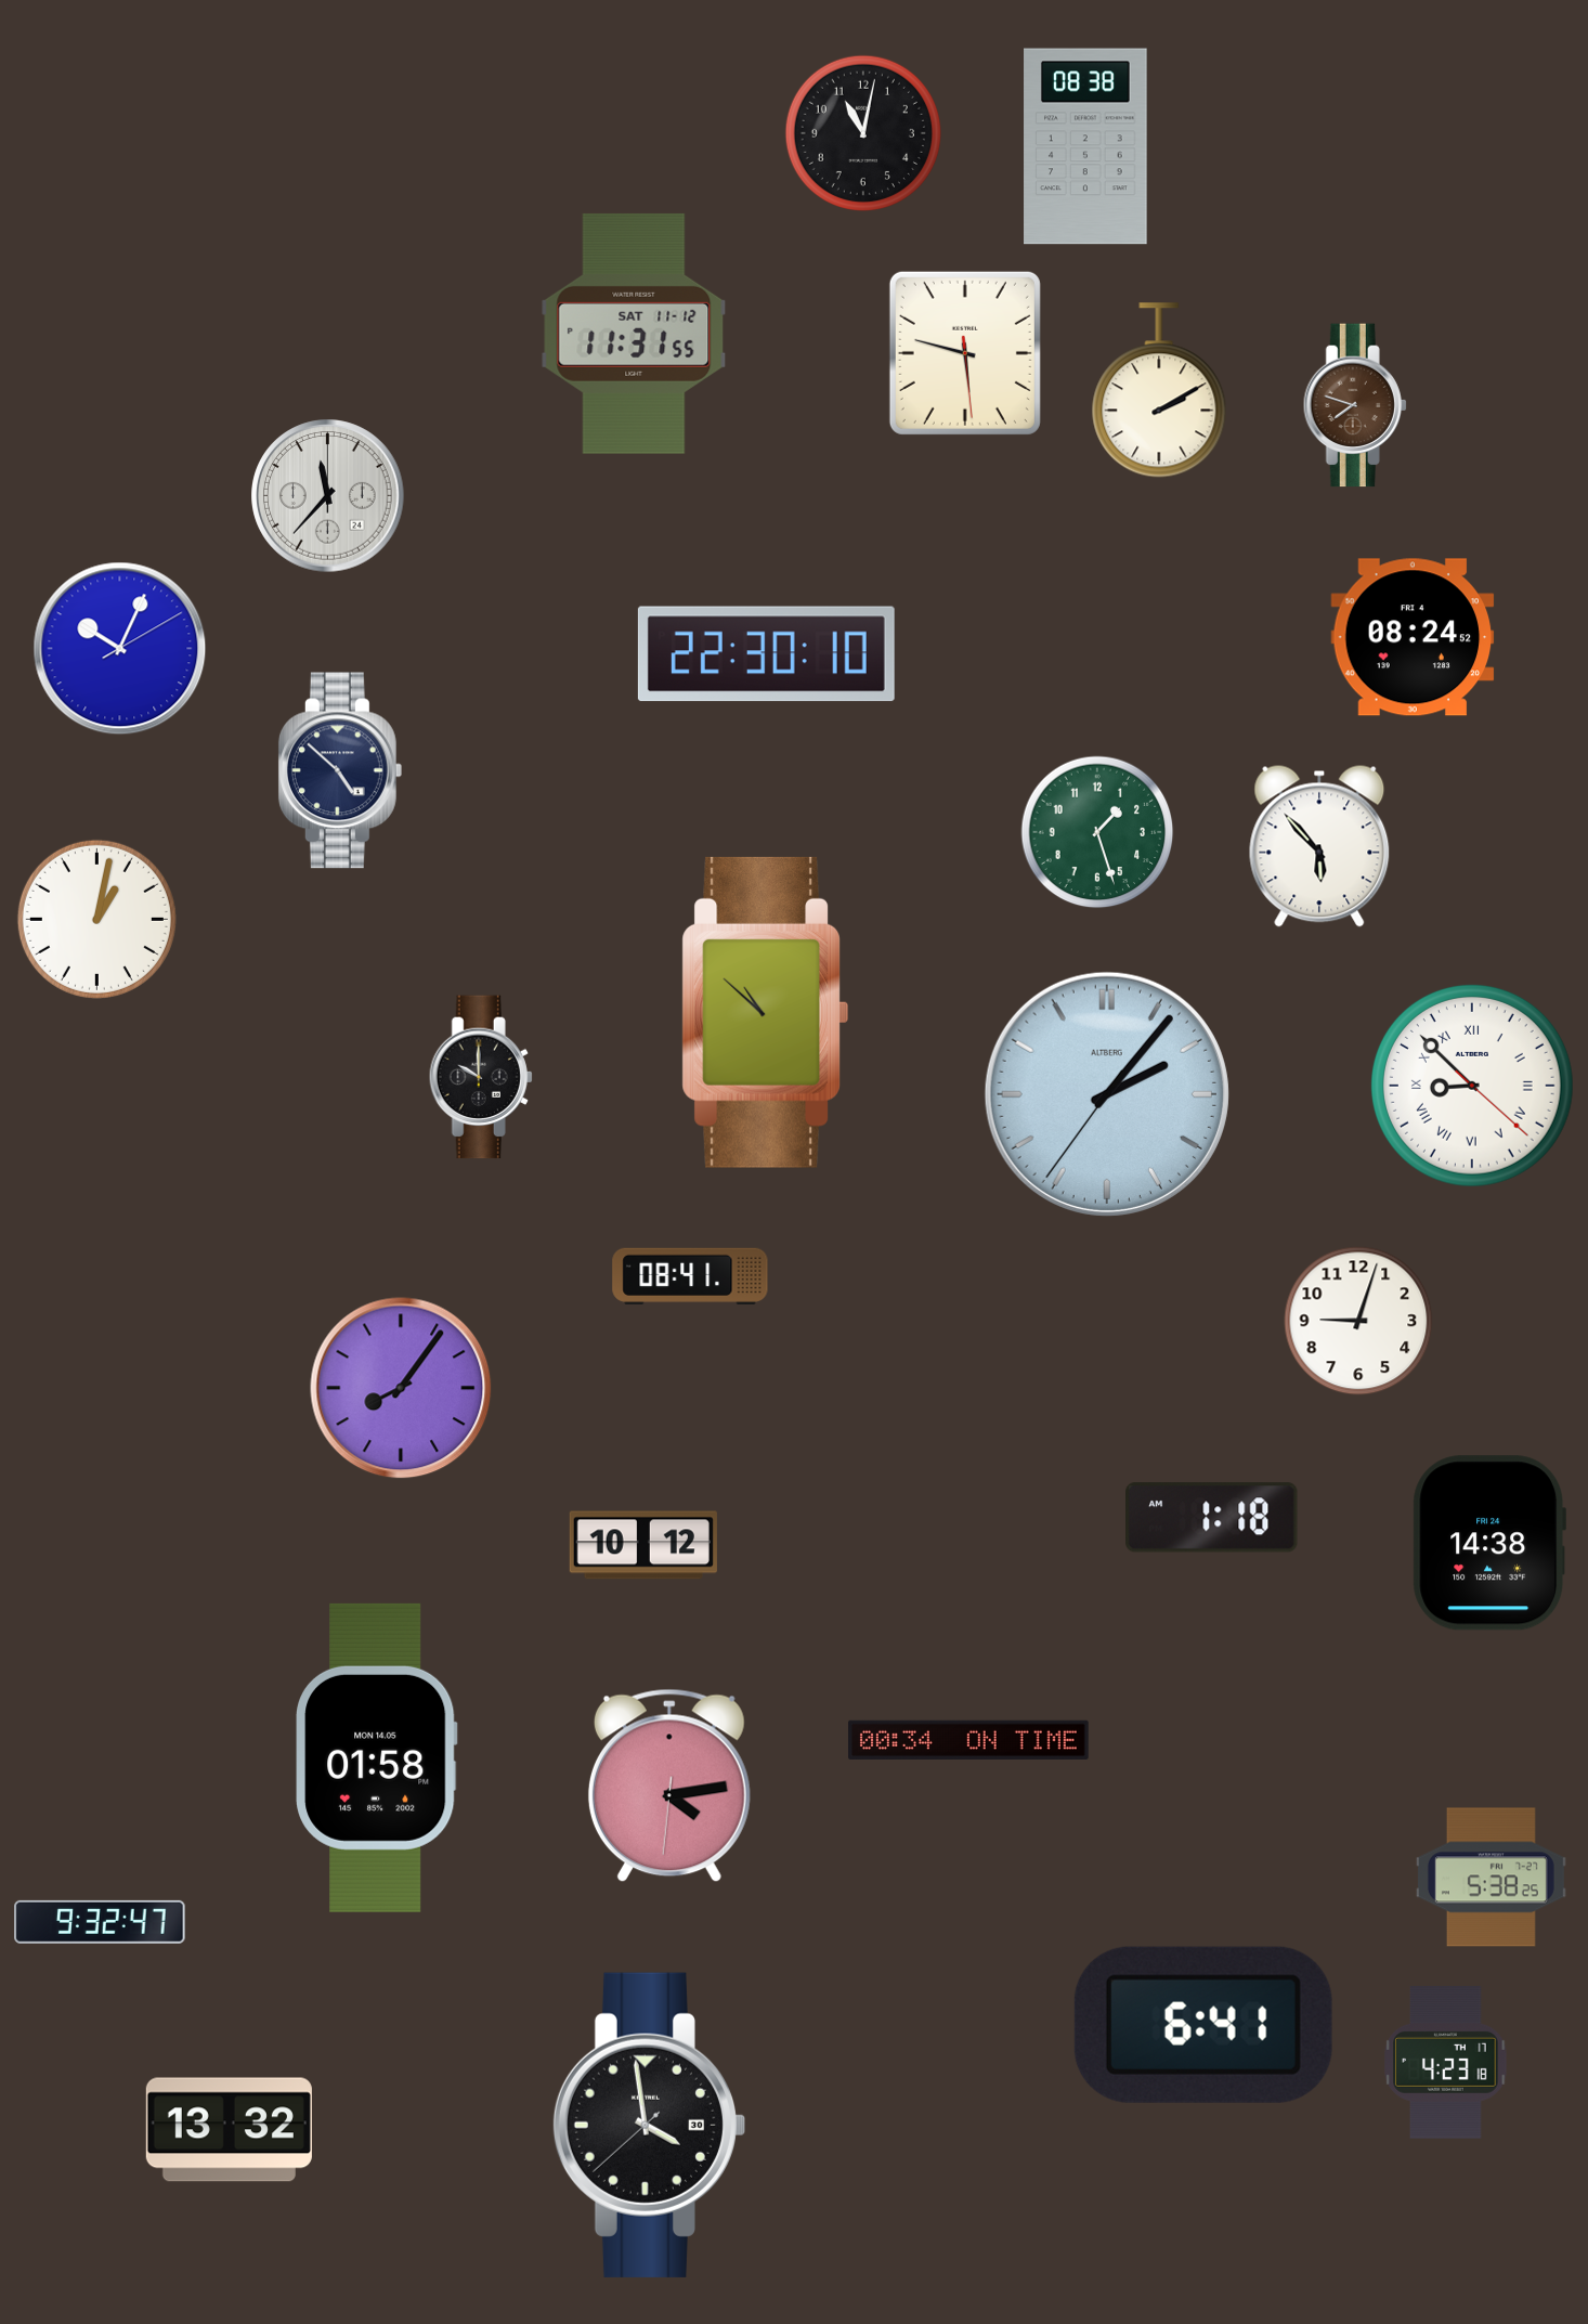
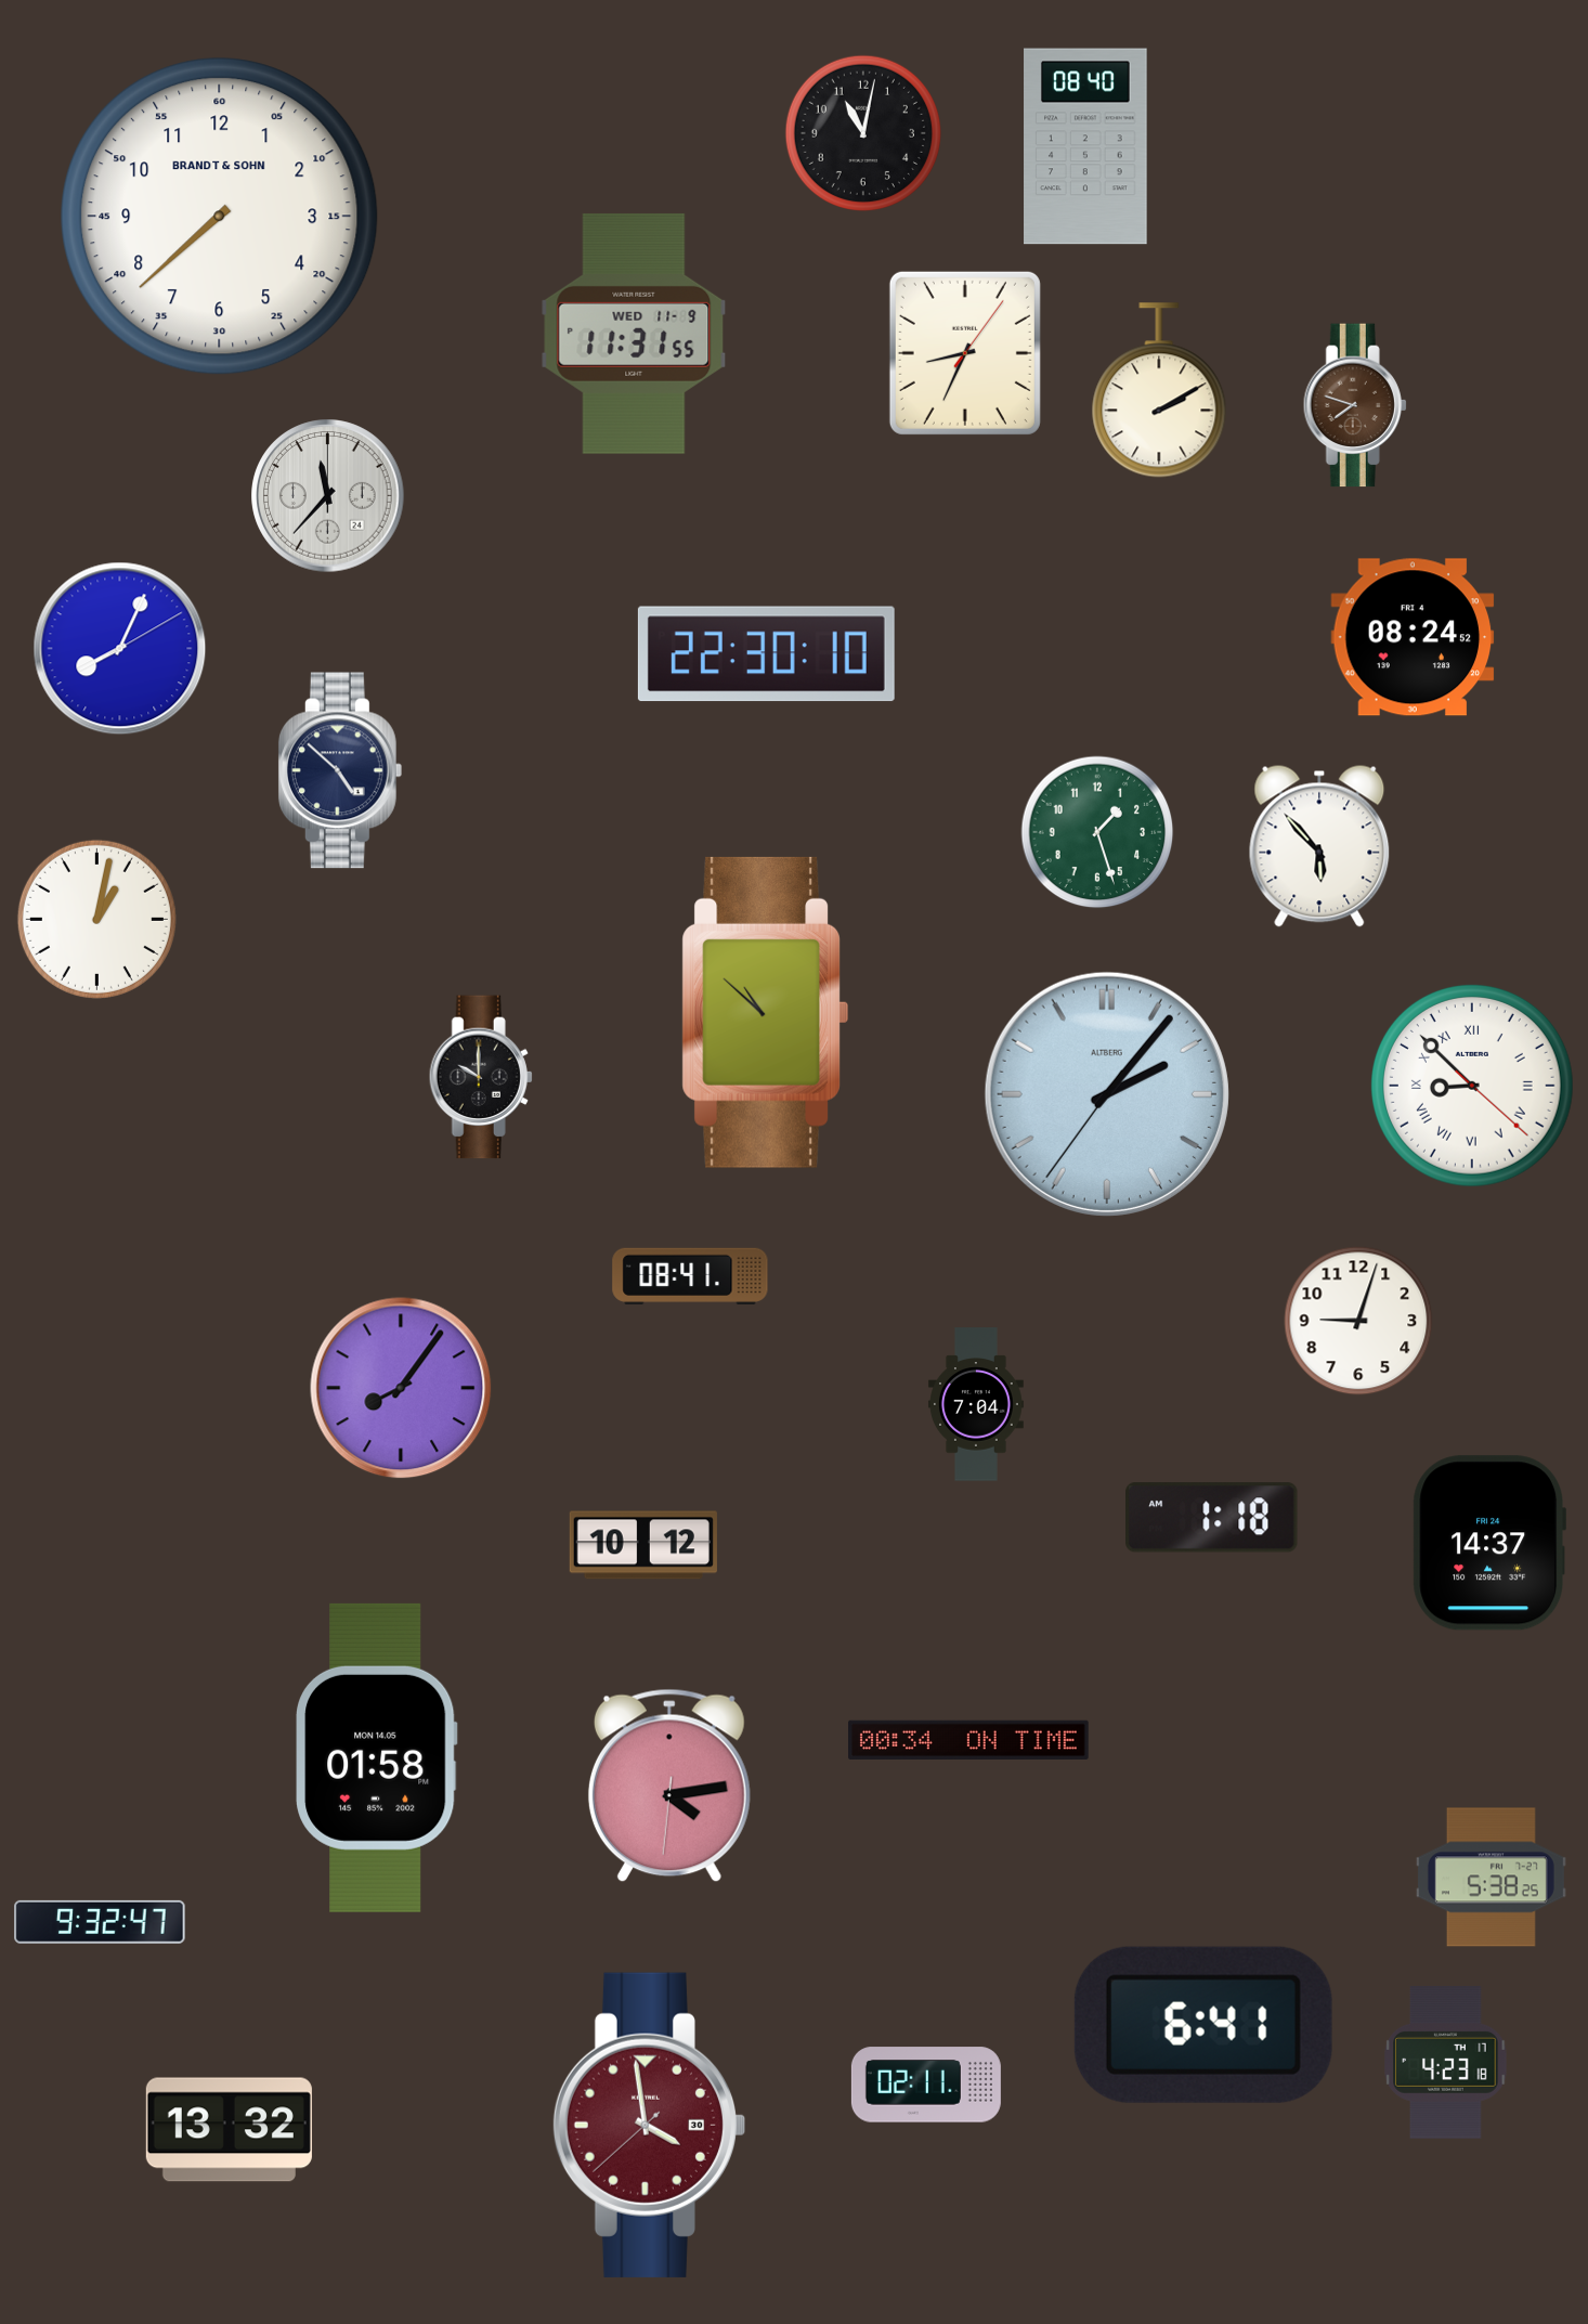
clock at (1085, 146): 08:38 -> 08:40
clock at (220, 217): none -> 7:38
clock at (634, 334) date: SAT 11-12 -> WED 11-9
clock at (965, 353): 5:47 -> 8:34
clock at (120, 649): 10:04 -> 8:04
clock at (976, 1404): none -> 7:04
clock at (1489, 1543): 14:38 -> 14:37
clock at (926, 2085): none -> 02:11
clock at (648, 2125) dial: black -> burgundy
